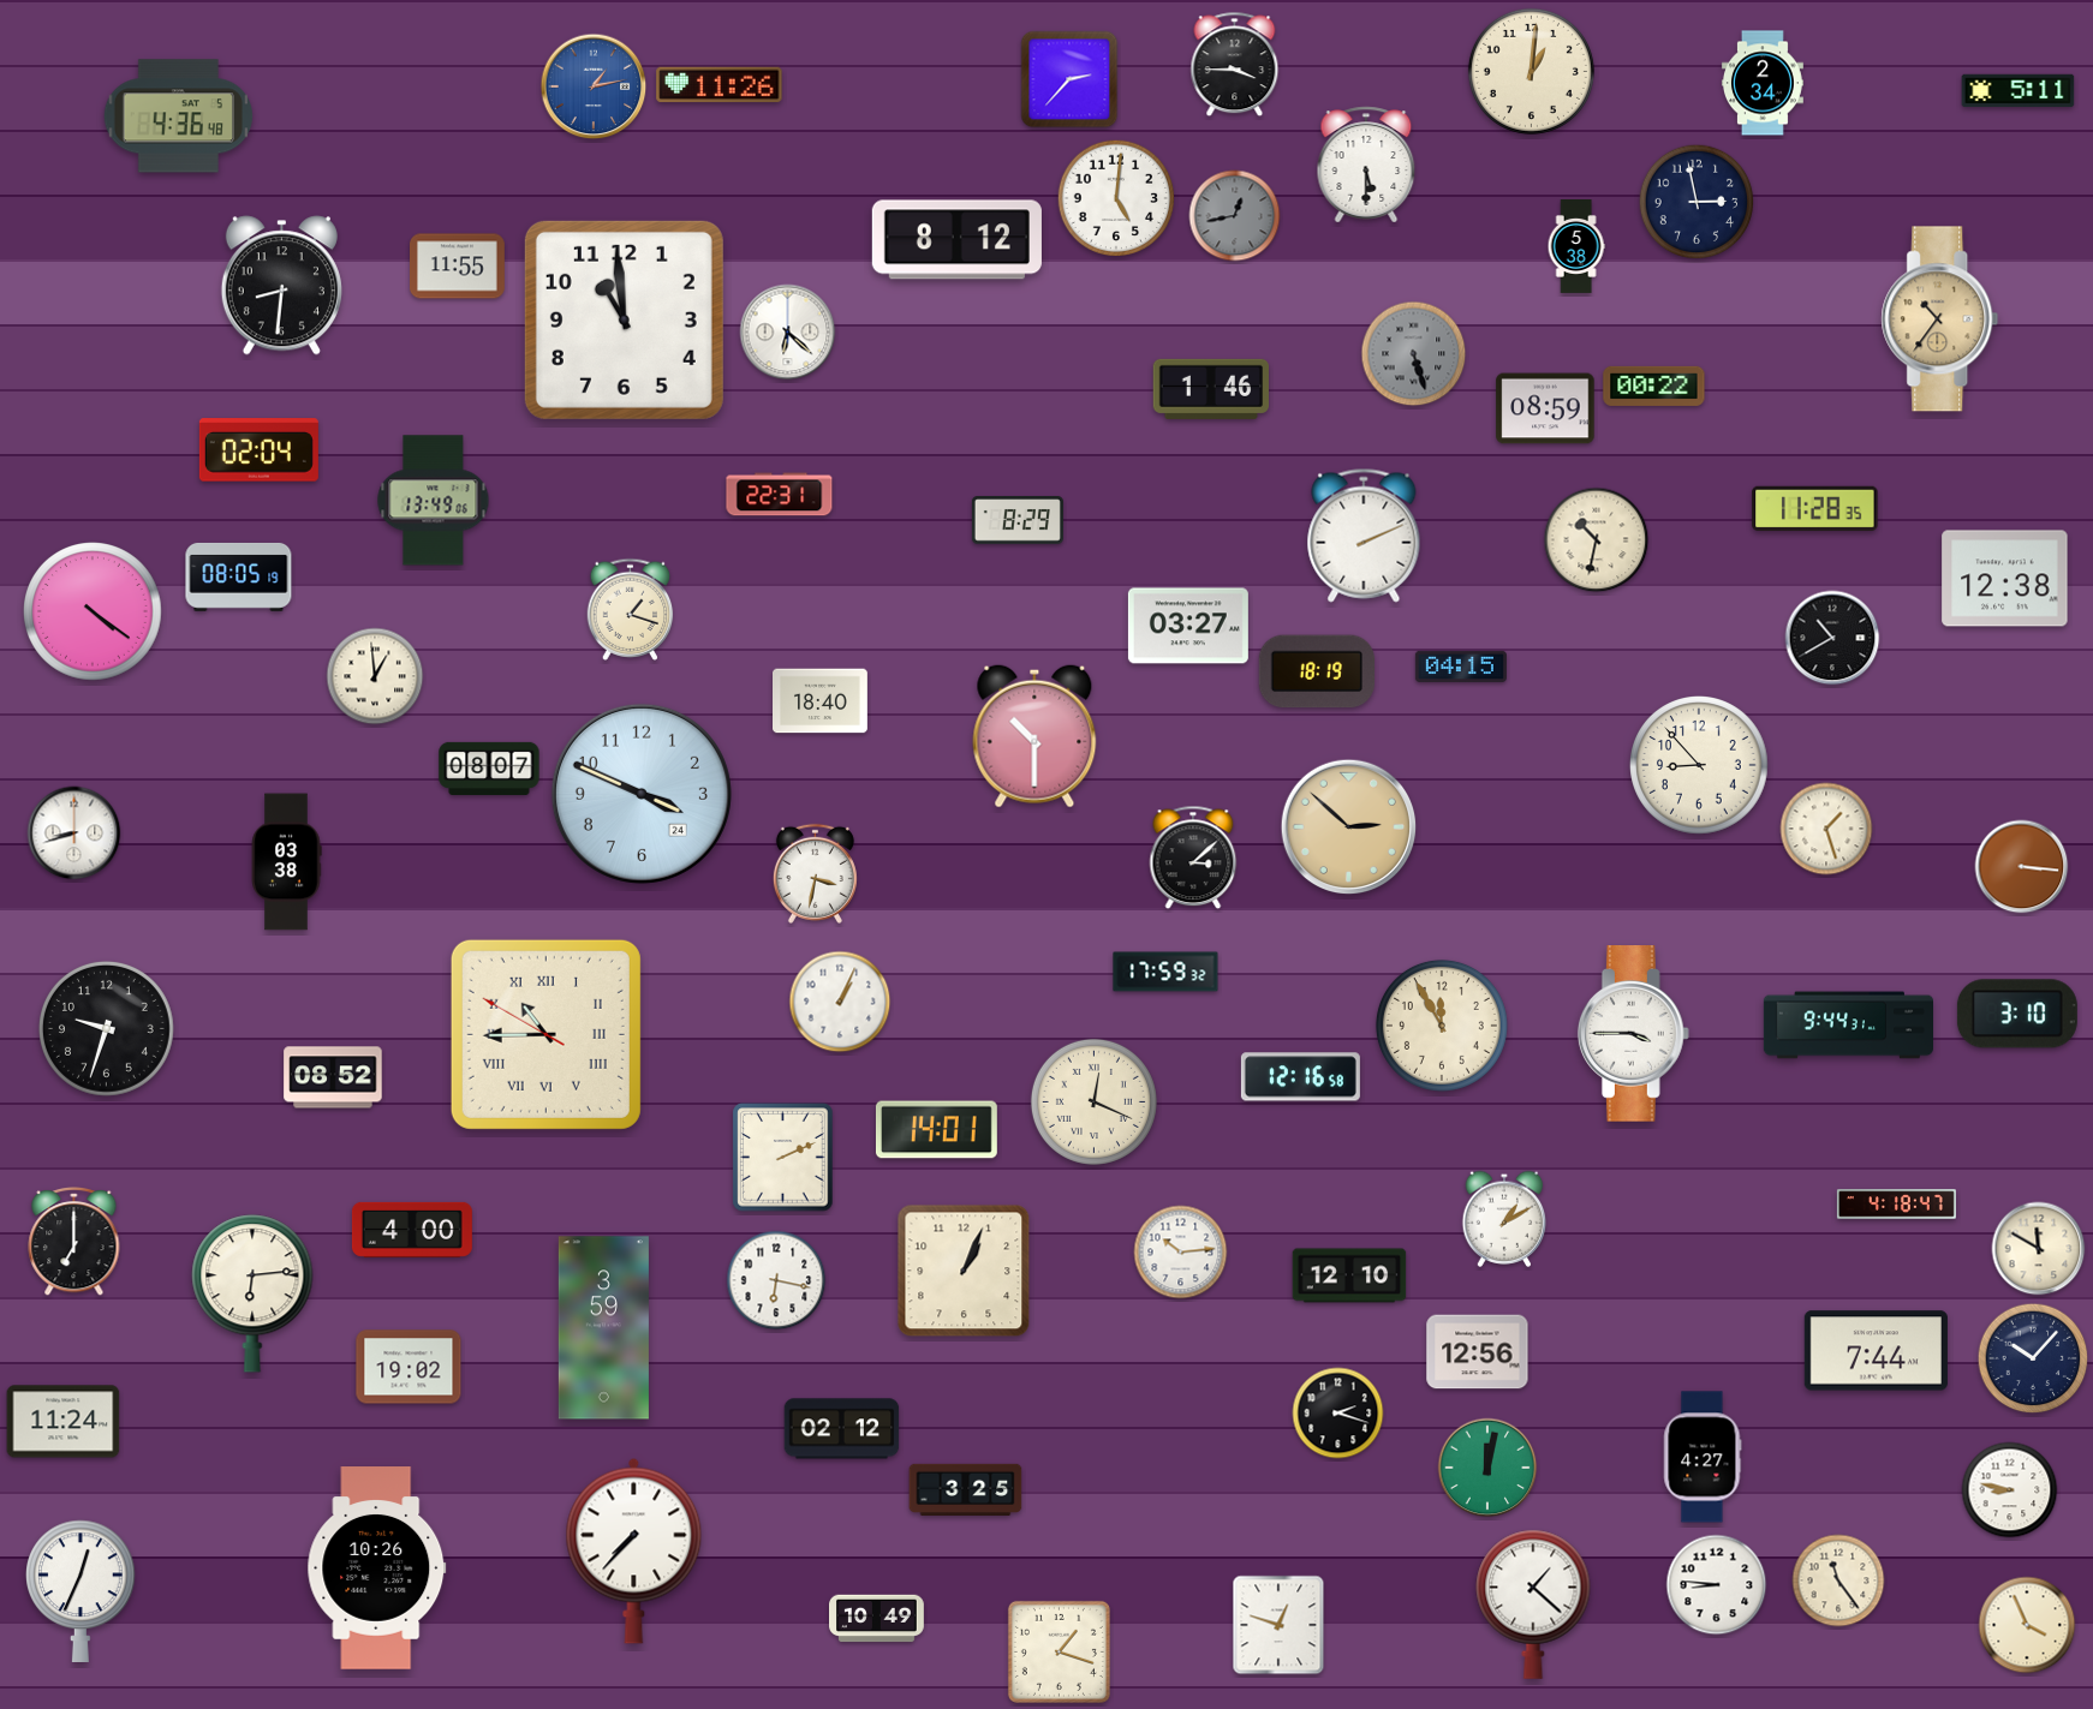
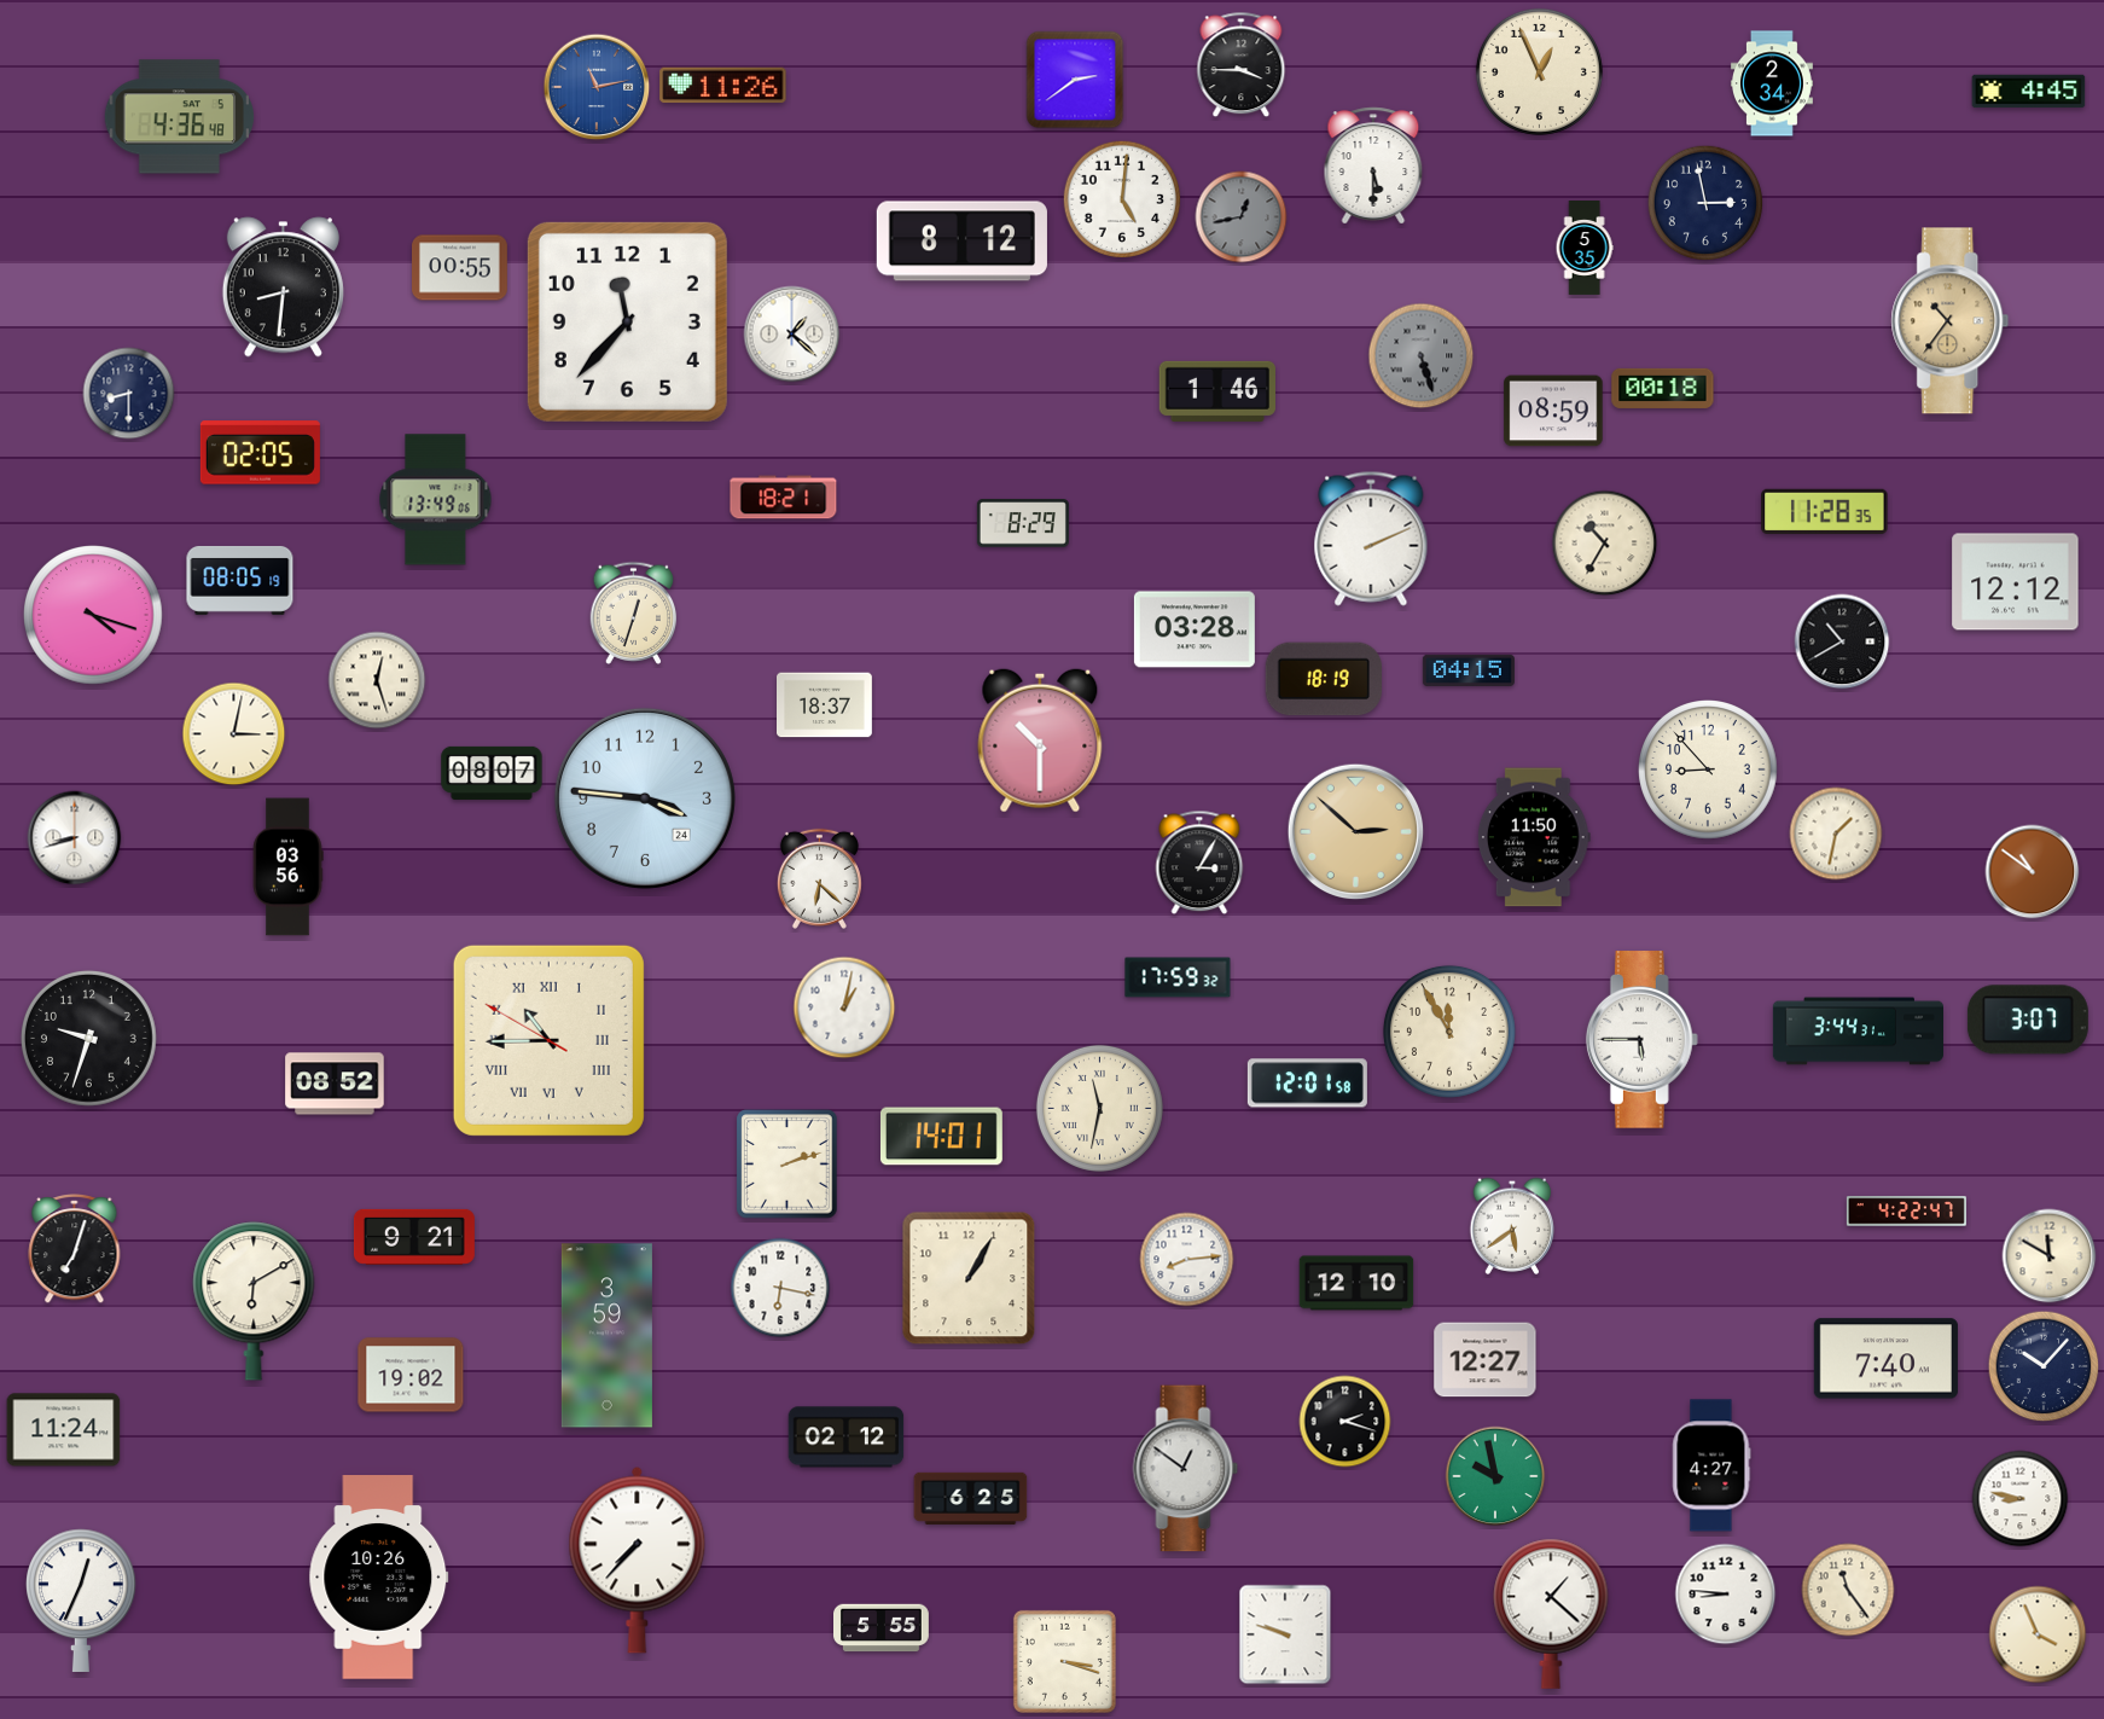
clock at (1531, 71): 1:01 -> 12:56
clock at (1069, 79): 2:37 -> 2:39
clock at (594, 86): 1:13 -> 11:13
clock at (2019, 91): 5:11 -> 4:45
clock at (1576, 247): 5:38 -> 5:35
clock at (458, 267): 11:55 -> 00:55
clock at (624, 319): 10:59 -> 11:37
clock at (788, 333): 6:22 -> 1:22
clock at (1654, 386): 00:22 -> 00:18
clock at (129, 394): none -> 8:30
clock at (258, 450): 02:04 -> 02:05
clock at (780, 495): 22:31 -> 18:21
clock at (434, 501) position: (434, 501) -> (436, 500)
clock at (1597, 540): 10:32 -> 10:35
clock at (2005, 579): 12:38 -> 12:12
clock at (631, 609): 1:18 -> 12:33
clock at (93, 611): 4:21 -> 4:18
clock at (1188, 626): 03:27 -> 03:28
clock at (1316, 671) position: (1316, 671) -> (1323, 679)
clock at (375, 676): 12:59 -> 12:27
clock at (821, 701): 18:40 -> 18:37
clock at (234, 734): none -> 3:02
clock at (642, 794): 3:49 -> 3:46
clock at (1826, 829): 1:27 -> 1:32
clock at (1534, 837): none -> 11:50
clock at (1193, 858): 3:08 -> 3:05
clock at (286, 862): 03:38 -> 03:56
clock at (2022, 867): 3:16 -> 10:51
clock at (815, 873): 3:32 -> 6:22
clock at (1165, 972) position: (1165, 972) -> (1178, 977)
clock at (840, 1002): 1:04 -> 1:02
clock at (2017, 1014): 3:10 -> 3:07
clock at (1848, 1026): 9:44 -> 3:44
clock at (106, 1028) position: (106, 1028) -> (88, 1038)
clock at (1633, 1034): 3:45 -> 5:45
clock at (1300, 1077): 12:16 -> 12:01
clock at (1093, 1101): 12:19 -> 11:32
clock at (783, 1158): 2:11 -> 2:12
clock at (1896, 1205): 4:18 -> 4:22
clock at (1504, 1219): 1:10 -> 5:39
clock at (412, 1230): 4:00 -> 9:21
clock at (74, 1242): 7:00 -> 7:03
clock at (1181, 1253): 10:14 -> 8:14
clock at (964, 1271): 1:04 -> 1:05
clock at (252, 1293): 6:14 -> 6:10
clock at (1876, 1351): 7:44 -> 7:40
clock at (1478, 1352): 12:56 -> 12:27
clock at (1186, 1469): none -> 12:51
clock at (1487, 1468): 12:02 -> 9:58
clock at (966, 1489): 3:25 -> 6:25
clock at (1533, 1605) position: (1533, 1605) -> (1551, 1614)
clock at (877, 1619): 10:49 -> 5:55
clock at (1278, 1625): 12:48 -> 9:48
clock at (1059, 1651): 1:18 -> 3:18
